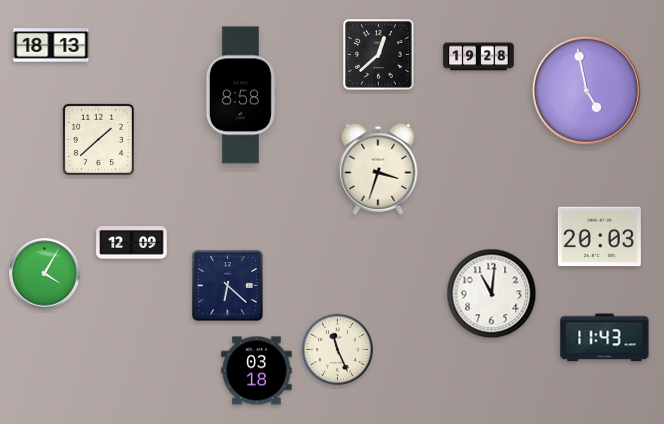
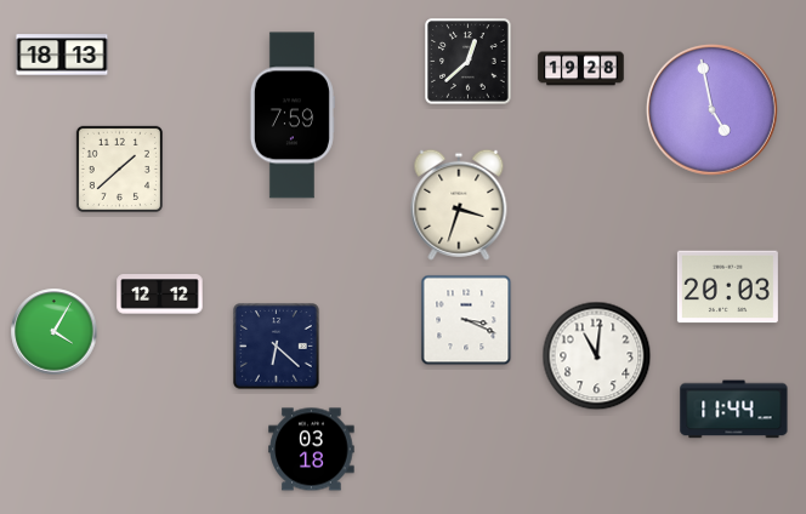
clock at (379, 55) position: (379, 55) -> (469, 62)
clock at (240, 95): 8:58 -> 7:59
clock at (132, 243): 12:09 -> 12:12
clock at (466, 320): none -> 3:19
clock at (605, 338): 11:43 -> 11:44
clock at (337, 349): 11:26 -> none
